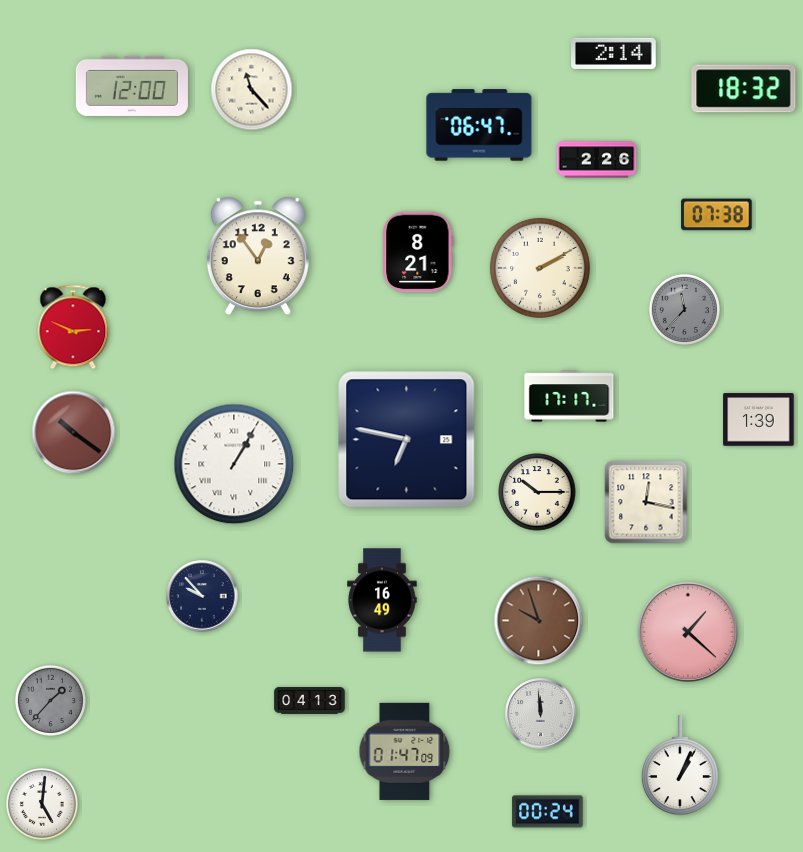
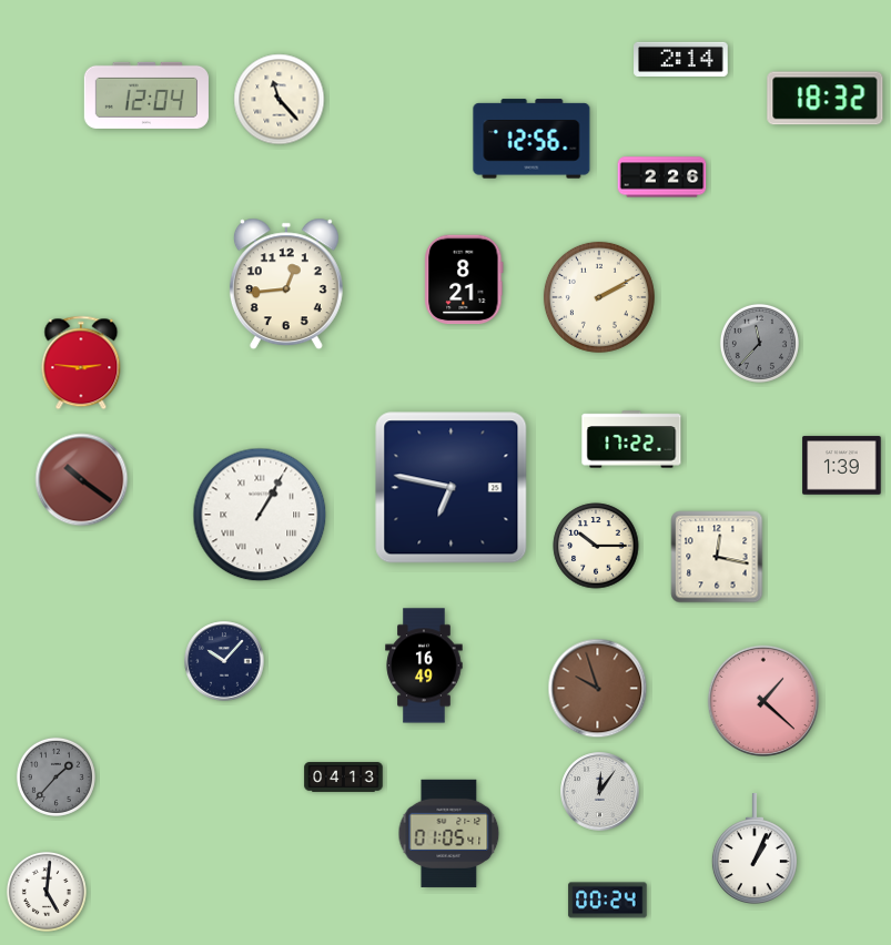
clock at (132, 86): 12:00 -> 12:04
clock at (479, 125): 06:47 -> 12:56
clock at (717, 215): 07:38 -> none
clock at (258, 256): 12:54 -> 12:44
clock at (73, 327): 2:49 -> 2:46
clock at (569, 396): 17:17 -> 17:22
clock at (202, 596): 9:53 -> 10:07
clock at (541, 714): 11:59 -> 12:06
clock at (405, 751): 01:47 -> 01:05
